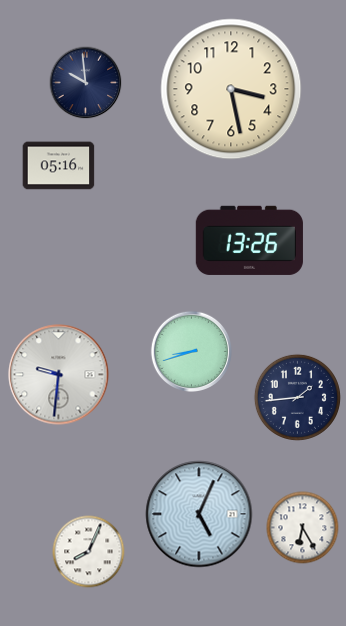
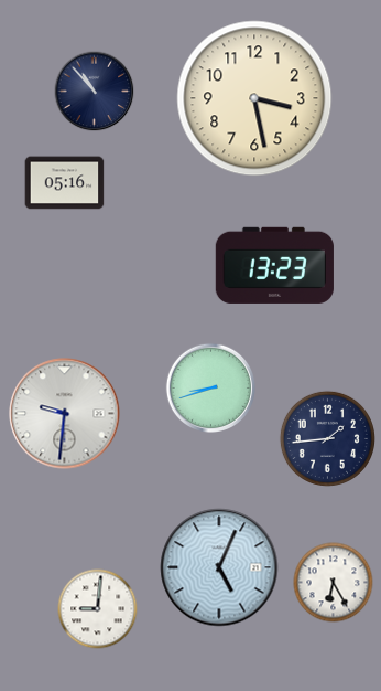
clock at (86, 83): 9:59 -> 10:53
clock at (249, 240): 13:26 -> 13:23
clock at (89, 552): 8:04 -> 9:01
